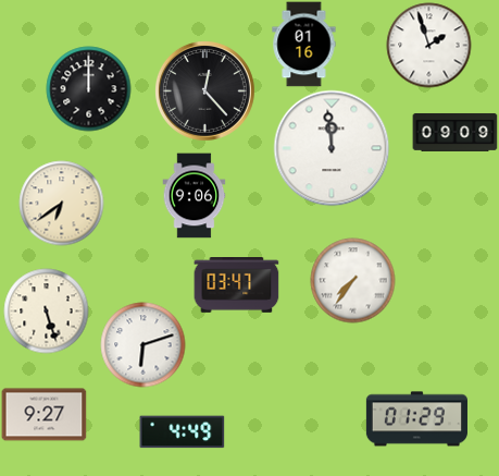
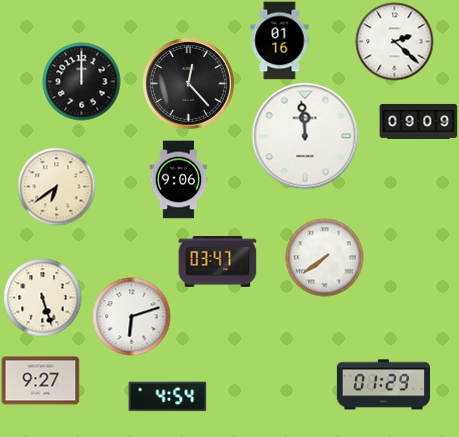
clock at (428, 45): 1:57 -> 2:22
clock at (352, 280): 7:36 -> 7:39
clock at (46, 310) position: (46, 310) -> (42, 297)
clock at (182, 432): 4:49 -> 4:54
